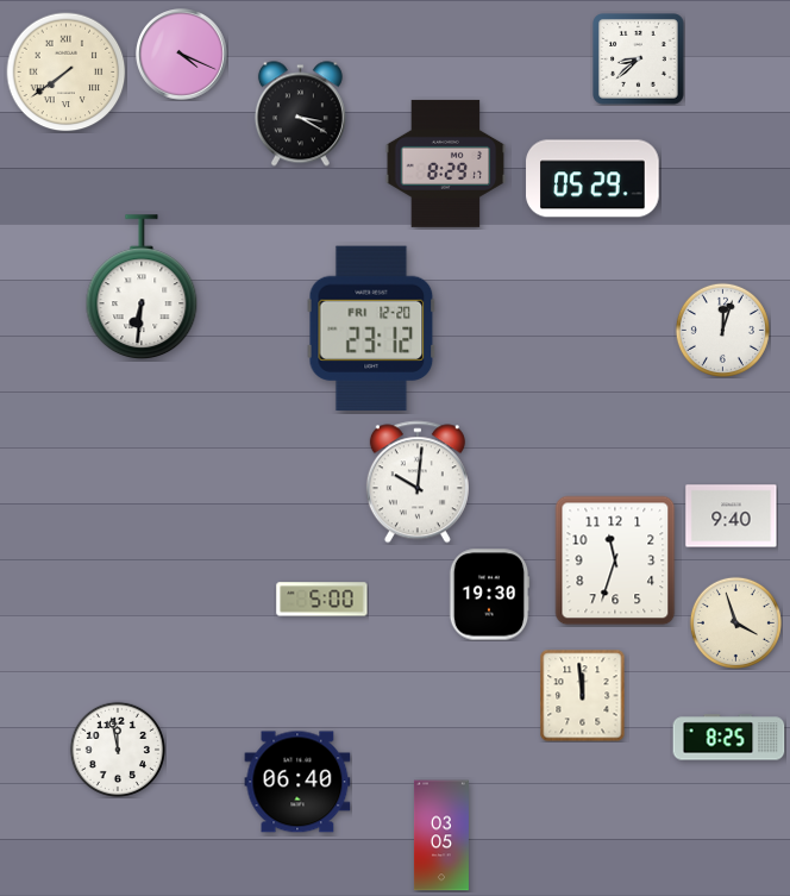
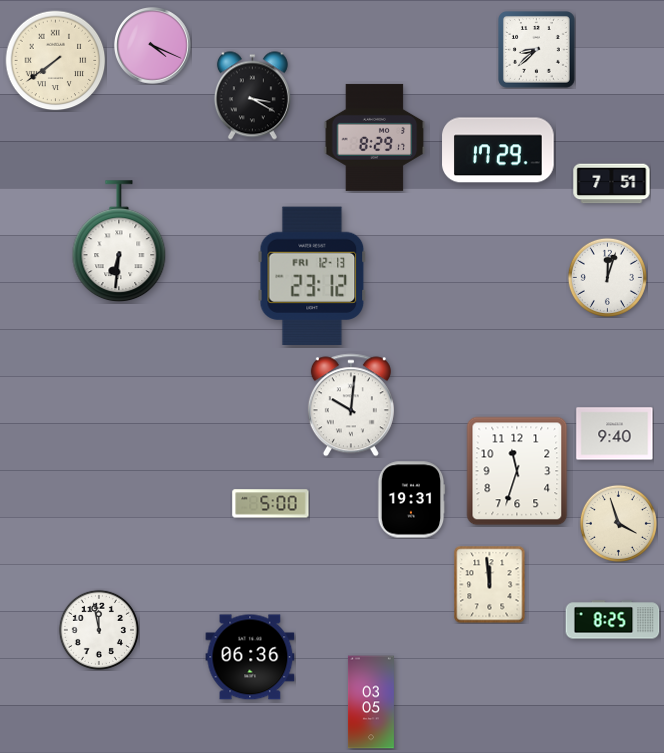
clock at (592, 178): 05:29 -> 17:29
clock at (612, 184): none -> 7:51
clock at (371, 328) date: FRI 12-20 -> FRI 12-13
clock at (489, 595): 19:30 -> 19:31
clock at (297, 782): 06:40 -> 06:36
